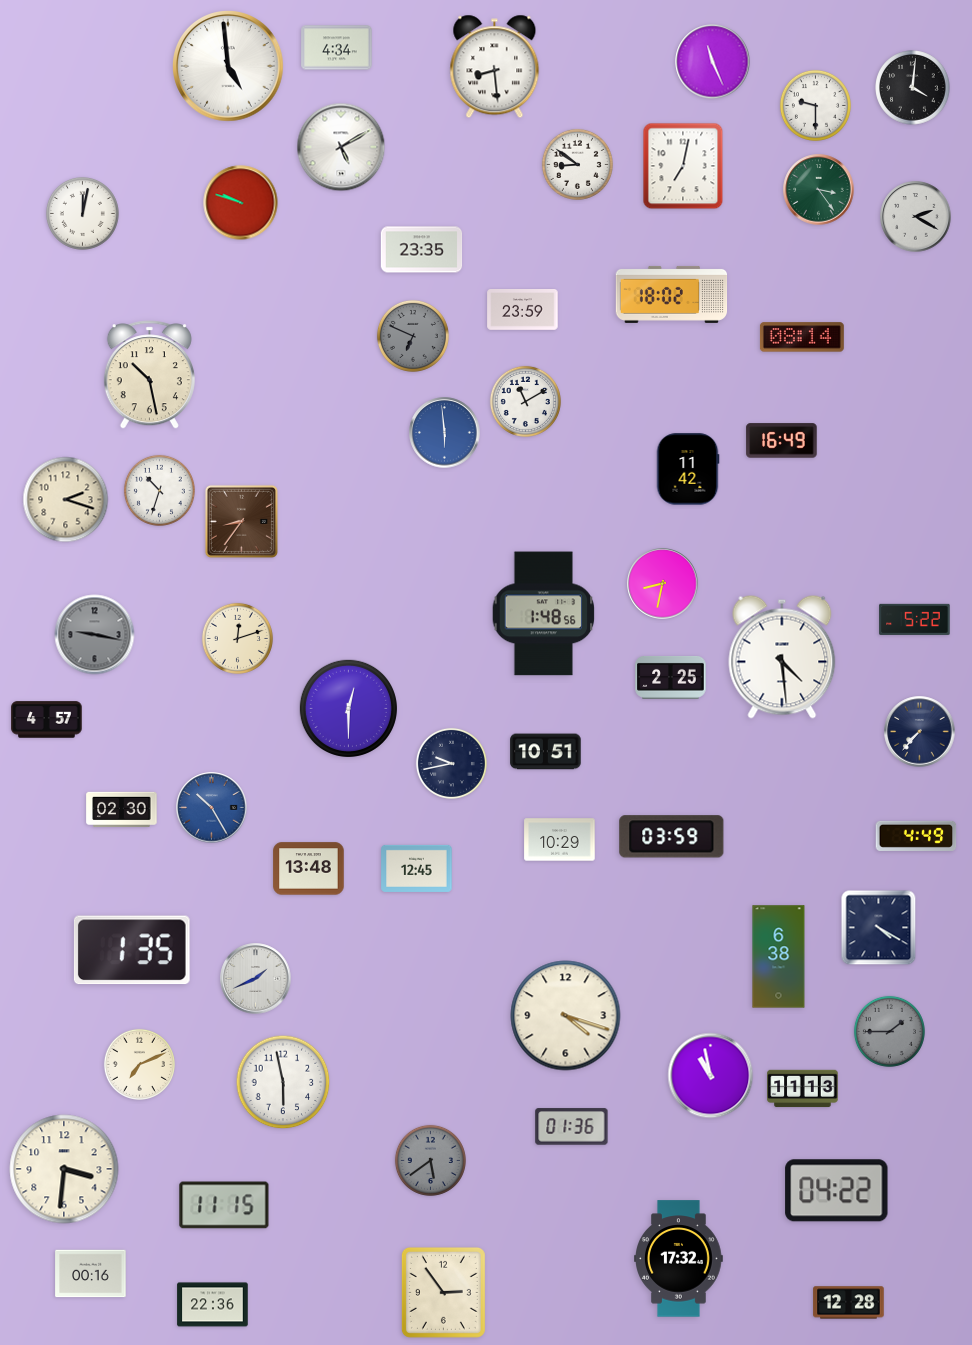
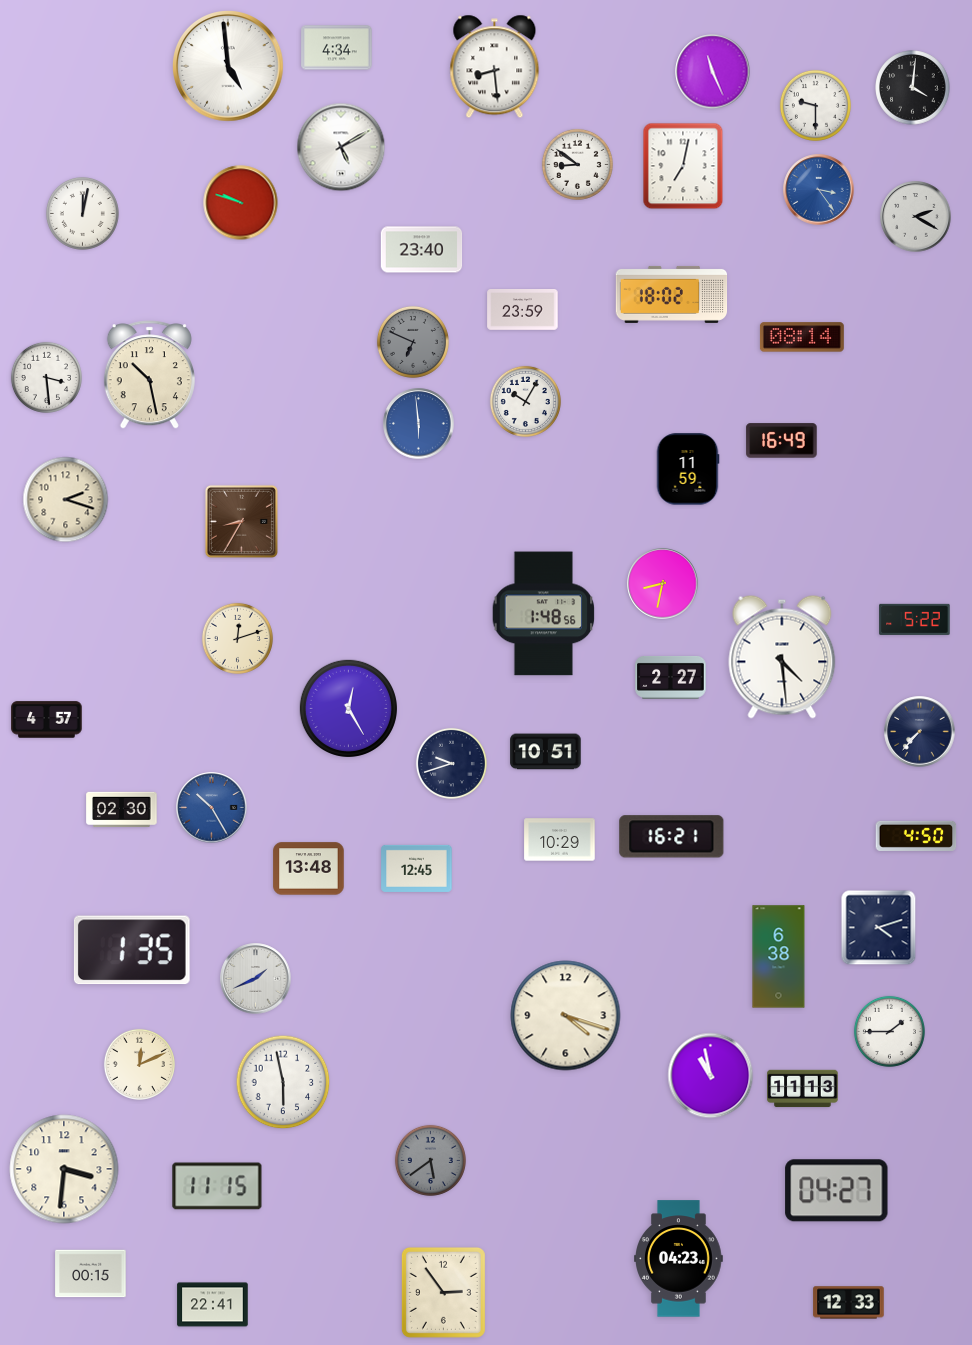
clock at (713, 62) position: (713, 62) -> (713, 72)
clock at (819, 190) dial: green -> blue
clock at (422, 250): 23:35 -> 23:40
clock at (413, 336) position: (413, 336) -> (413, 342)
clock at (46, 377): none -> 3:29
clock at (525, 401): 11:10 -> 10:05
clock at (445, 433) position: (445, 433) -> (419, 424)
clock at (688, 469): 11:42 -> 11:59
clock at (159, 490): 10:33 -> none
clock at (241, 521): 8:36 -> 8:35
clock at (95, 635): 9:17 -> none
clock at (671, 677): 2:25 -> 2:27
clock at (348, 708): 12:30 -> 12:25
clock at (451, 763): 9:43 -> 9:42
clock at (916, 836): 4:49 -> 4:50
clock at (672, 837): 03:59 -> 16:21
clock at (879, 928): 4:20 -> 4:12
clock at (889, 1031) dial: grey -> white
clock at (139, 1064): 7:11 -> 12:11
clock at (572, 1127): 01:36 -> none
clock at (837, 1191): 04:22 -> 04:27
clock at (224, 1205) position: (224, 1205) -> (217, 1186)
clock at (679, 1259): 17:32 -> 04:23
clock at (91, 1274): 00:16 -> 00:15
clock at (849, 1303): 12:28 -> 12:33
clock at (213, 1305): 22:36 -> 22:41
